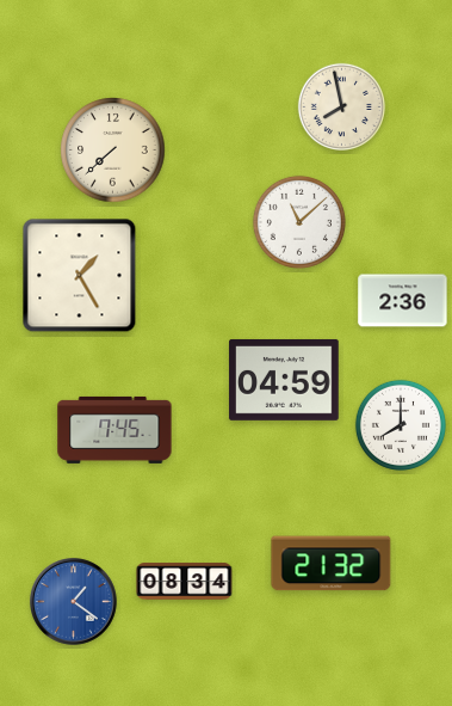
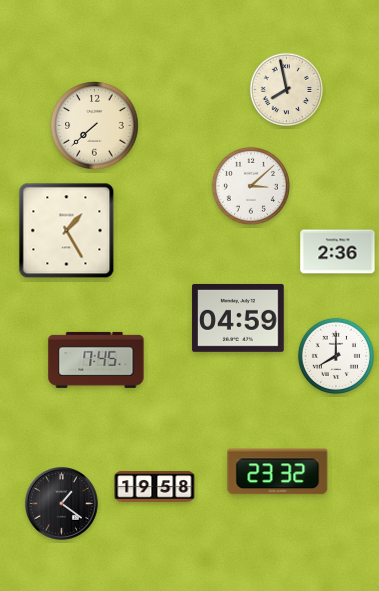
clock at (299, 222): 11:08 -> 3:08
clock at (332, 564): 21:32 -> 23:32
clock at (185, 582): 08:34 -> 19:58
clock at (74, 602) dial: blue -> black
